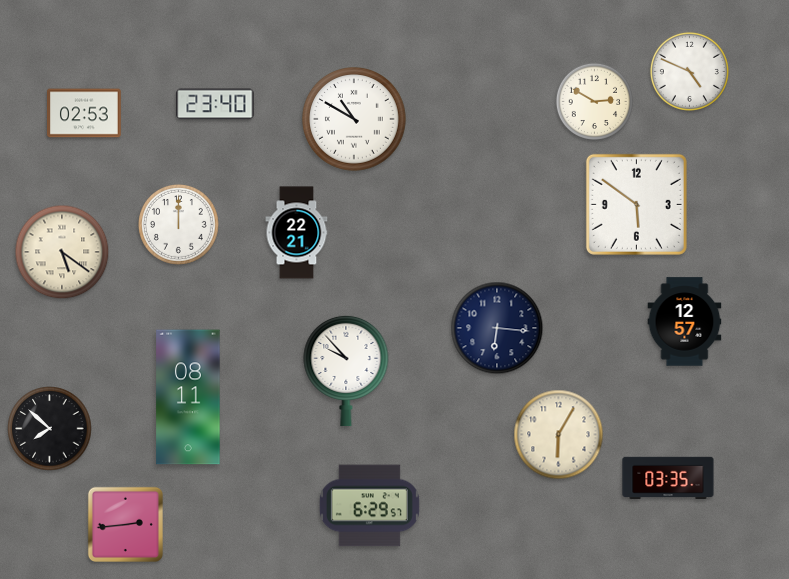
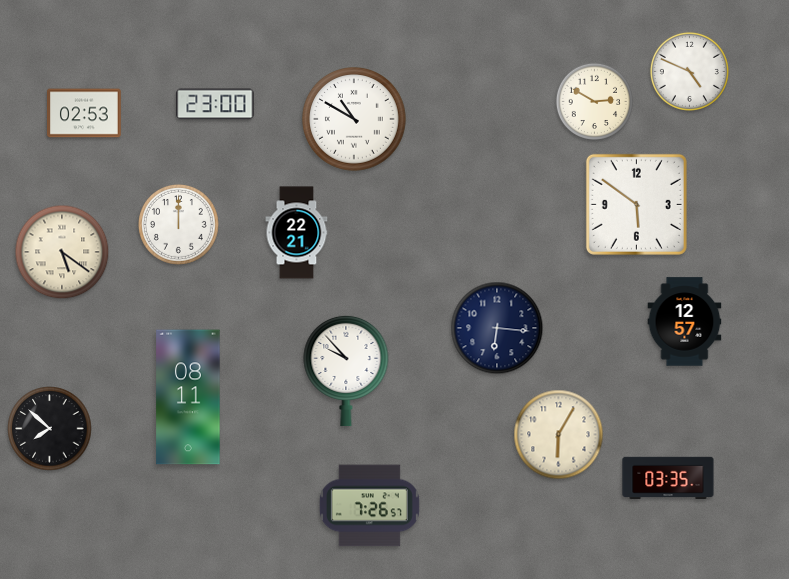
clock at (215, 104): 23:40 -> 23:00
clock at (369, 506): 6:29 -> 7:26
clock at (125, 524): 2:44 -> none
